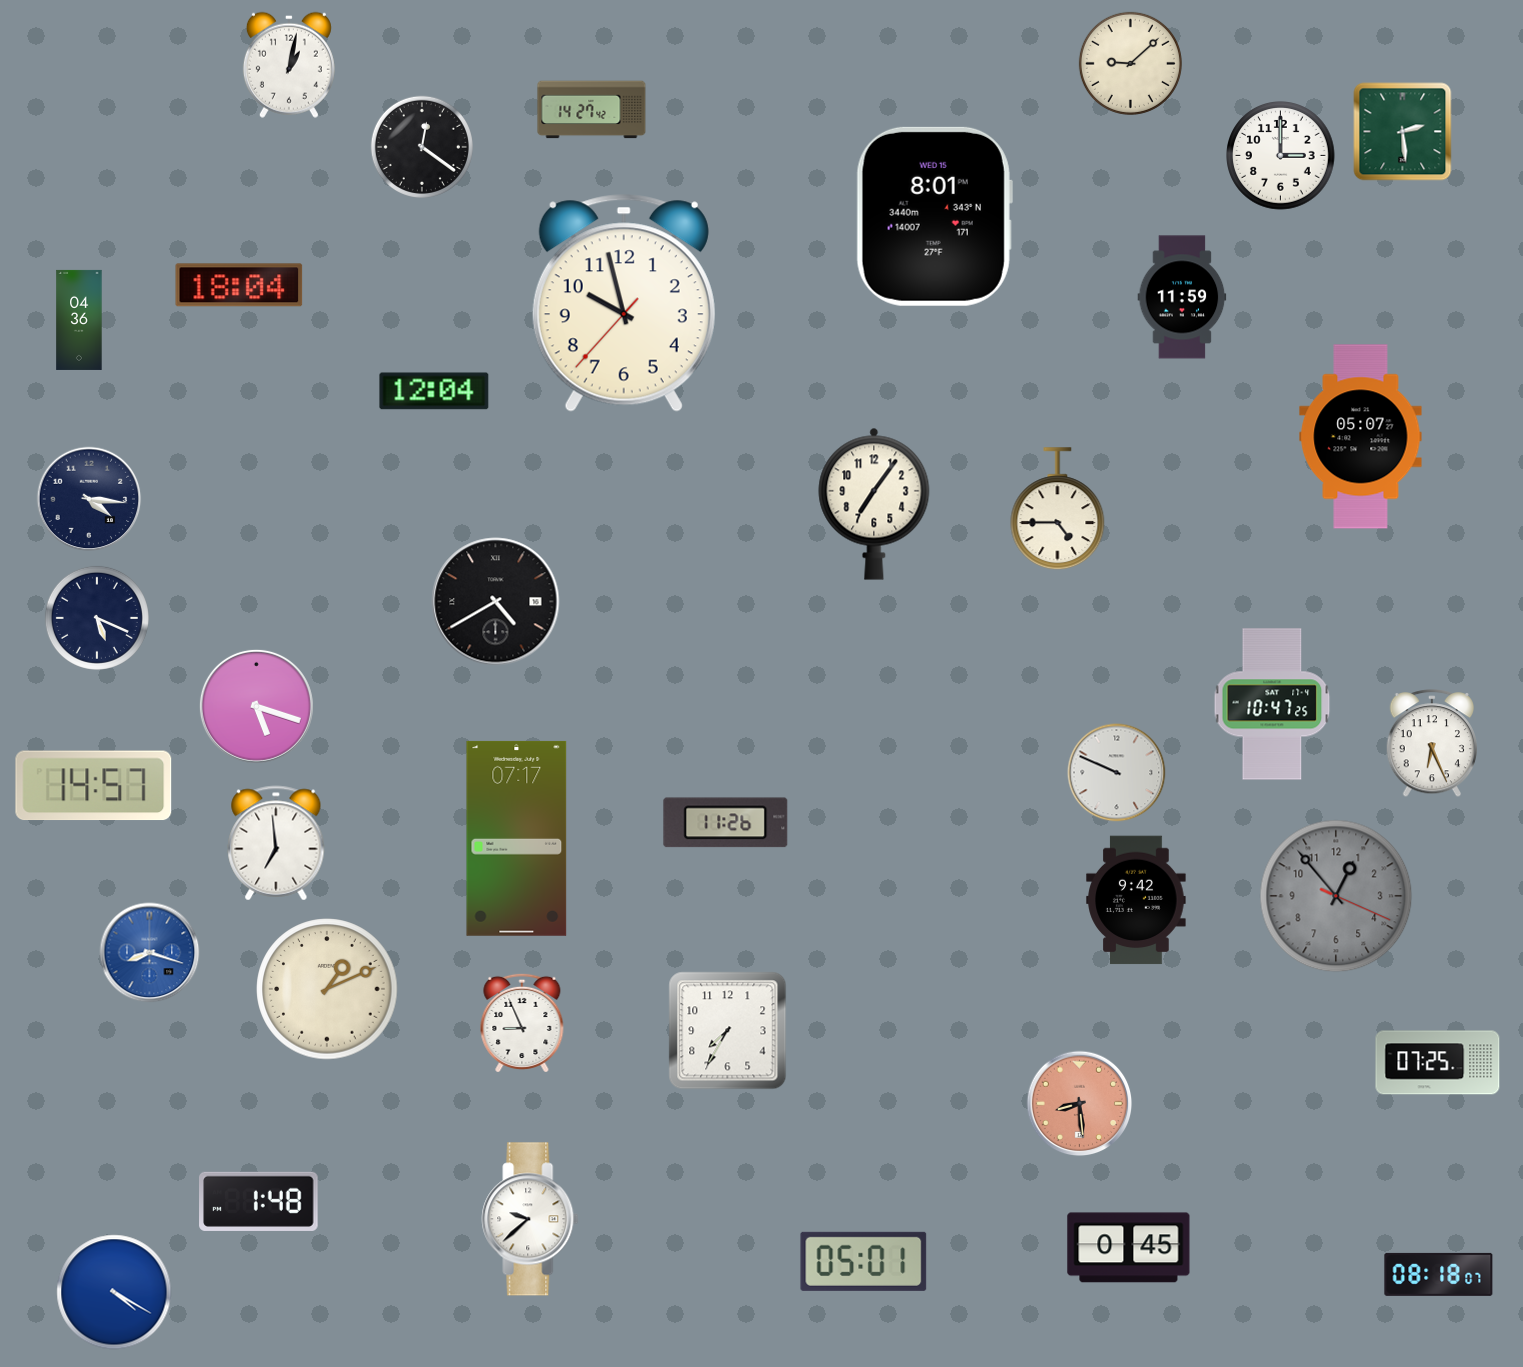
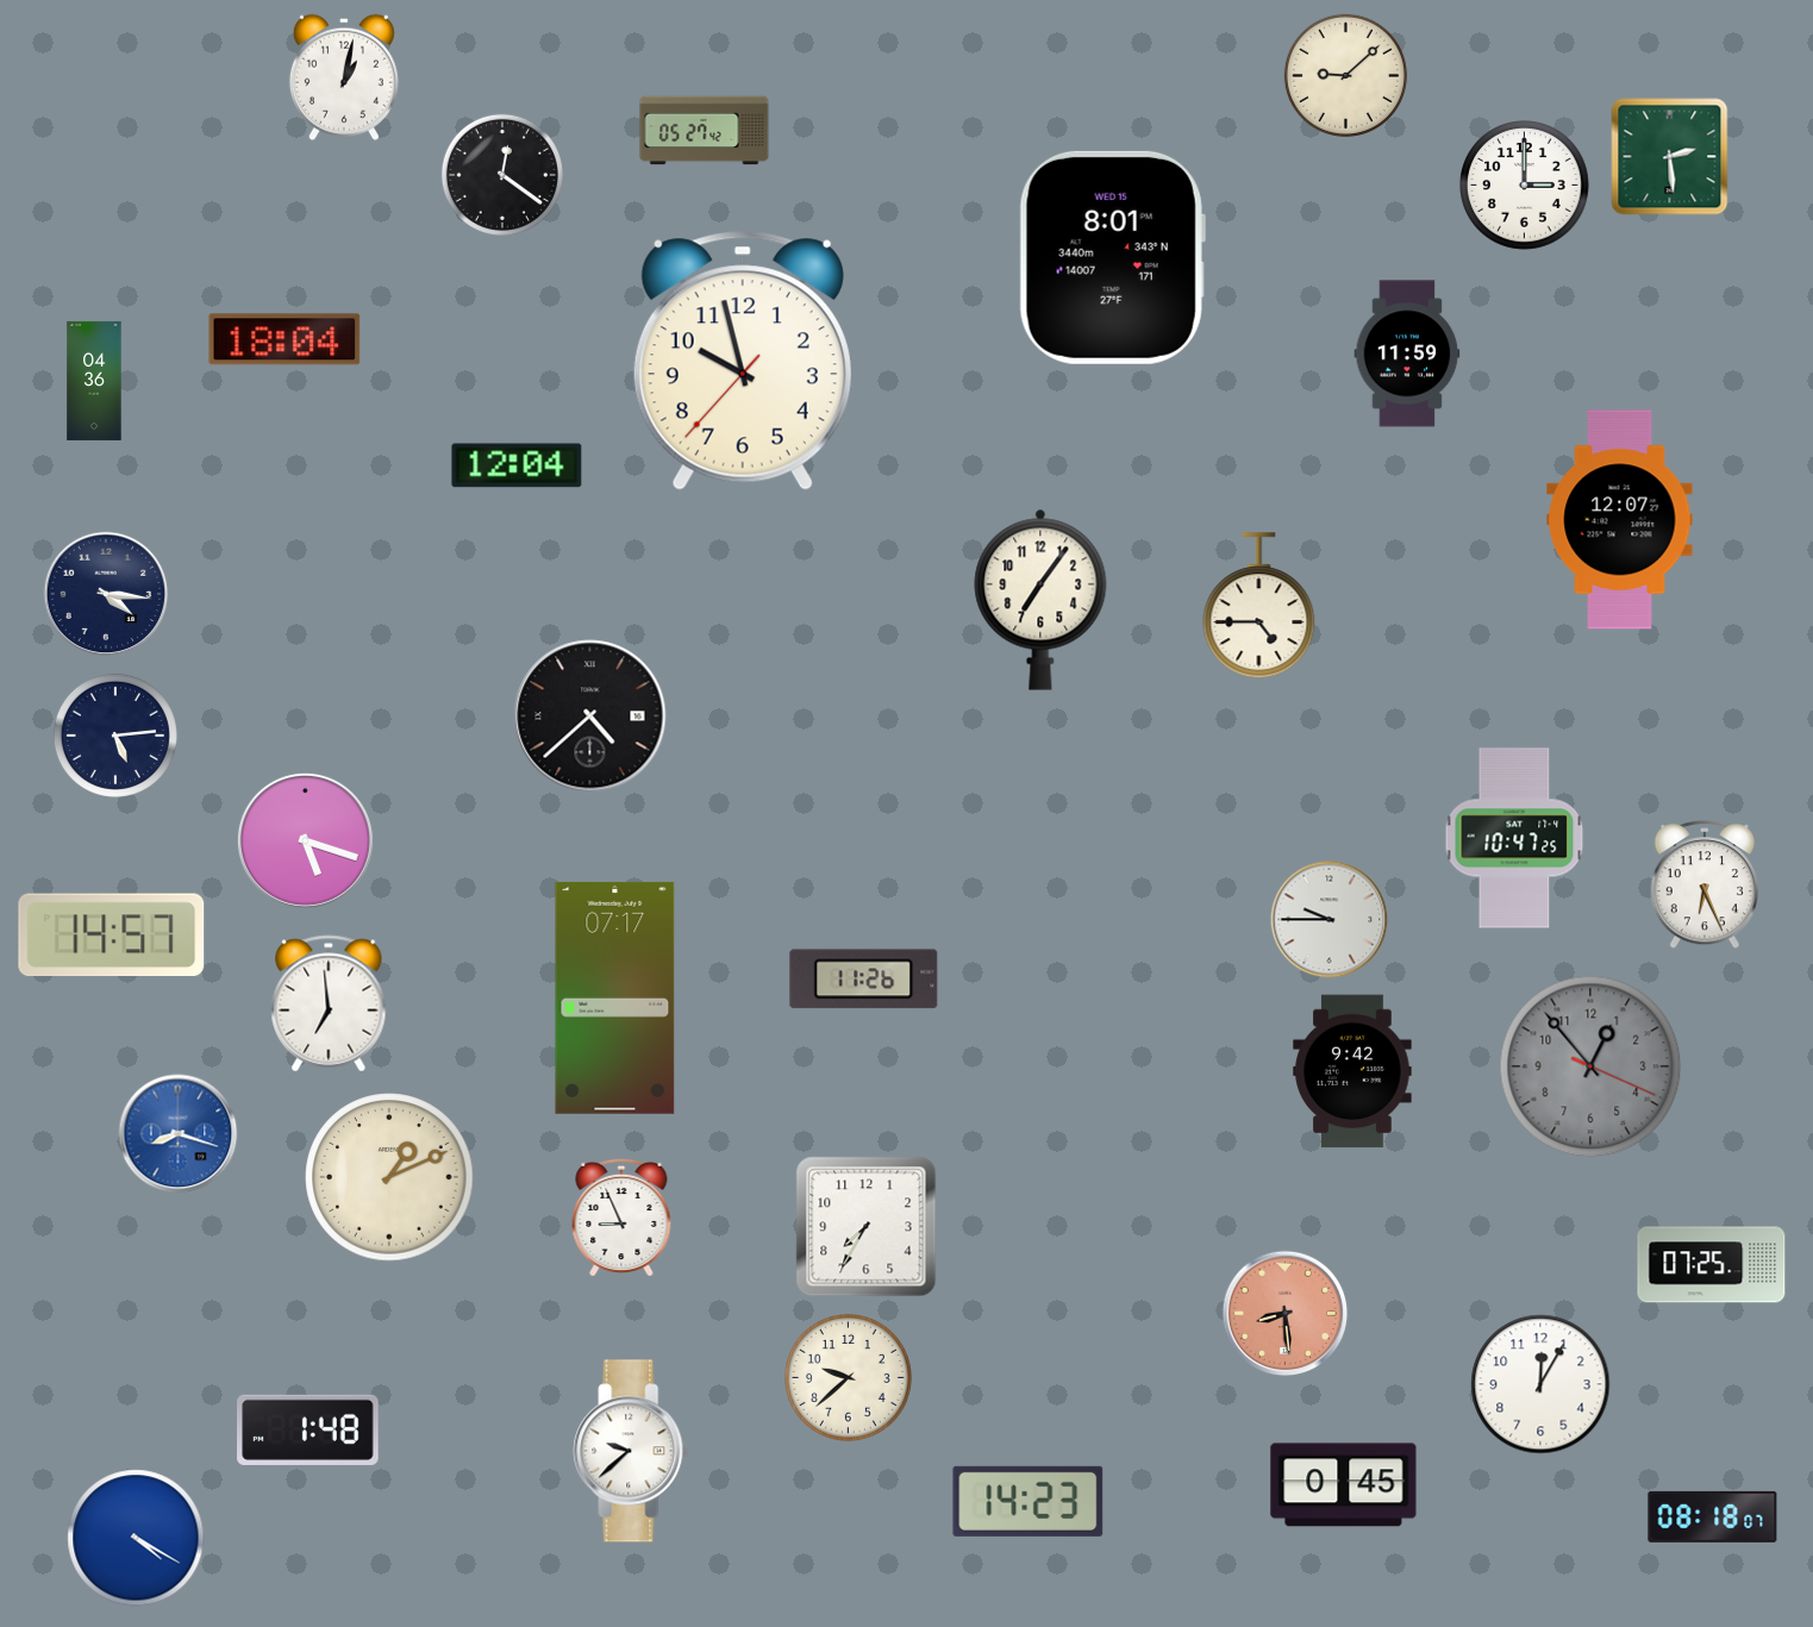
clock at (592, 110): 14:27 -> 05:27
clock at (1361, 437): 05:07 -> 12:07
clock at (496, 602): 4:40 -> 4:38
clock at (97, 618): 5:19 -> 5:14
clock at (1117, 773): 9:49 -> 9:45
clock at (848, 1377): none -> 9:38
clock at (1540, 1384): none -> 12:05
clock at (864, 1261): 05:01 -> 14:23
